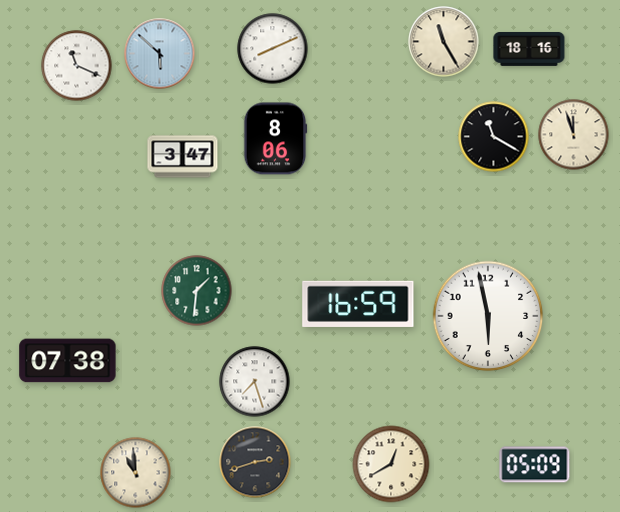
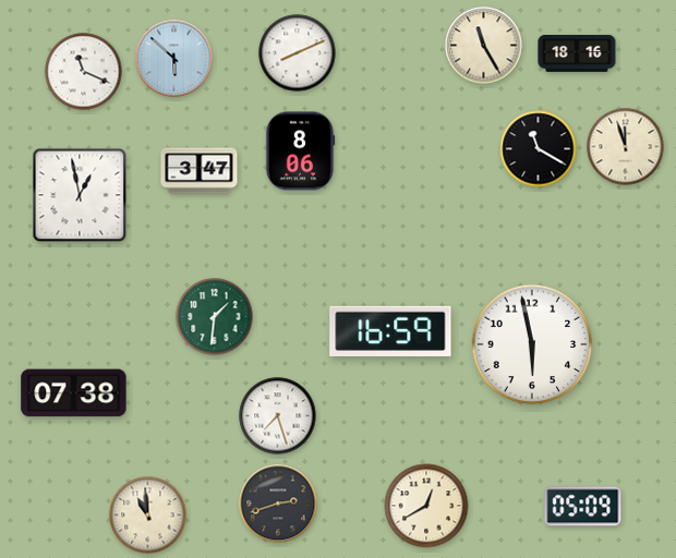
clock at (80, 195): none -> 12:58
